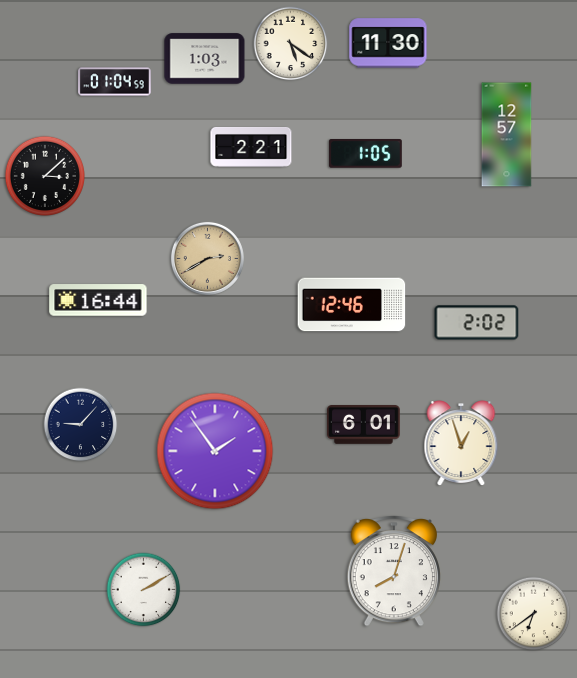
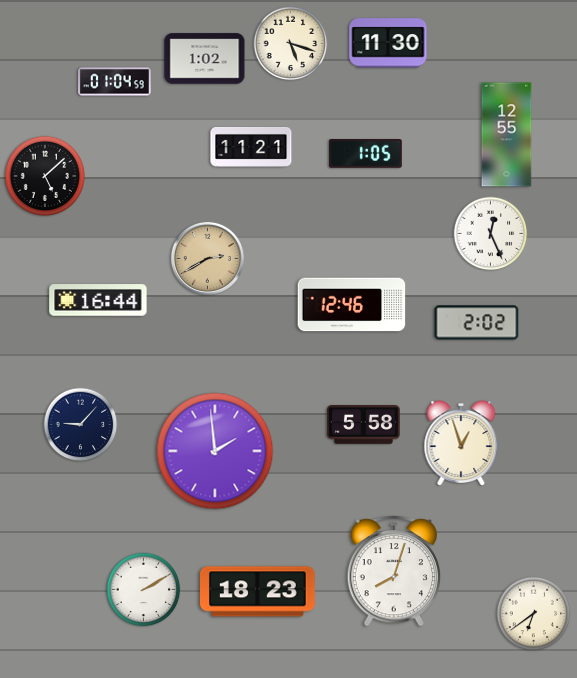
clock at (291, 44): 5:21 -> 5:18
clock at (205, 59): 1:03 -> 1:02
clock at (507, 135): 12:57 -> 12:55
clock at (251, 148): 2:21 -> 11:21
clock at (44, 175): 3:08 -> 5:08
clock at (491, 234): none -> 12:26
clock at (363, 425): 6:01 -> 5:58
clock at (215, 451): 1:54 -> 1:59
clock at (258, 592): none -> 18:23
